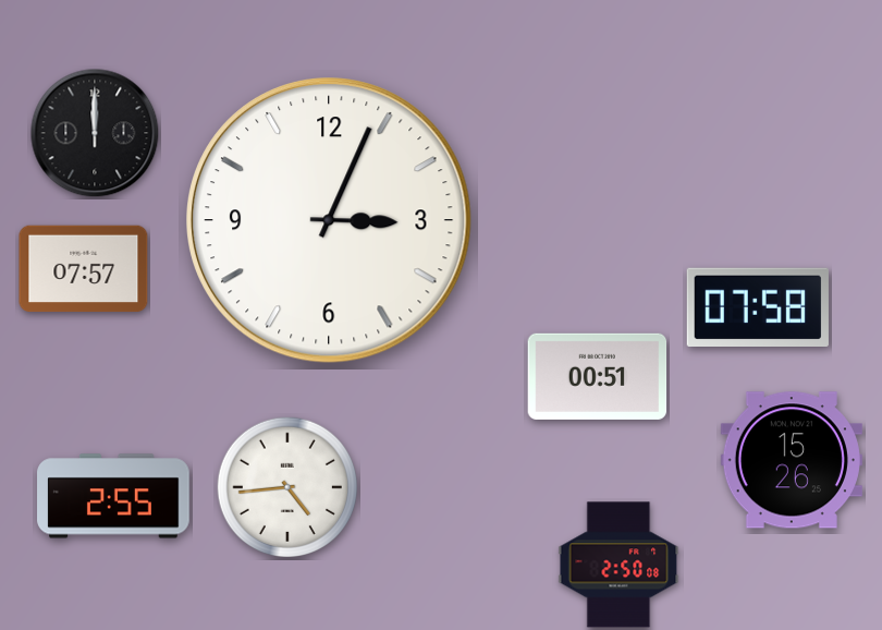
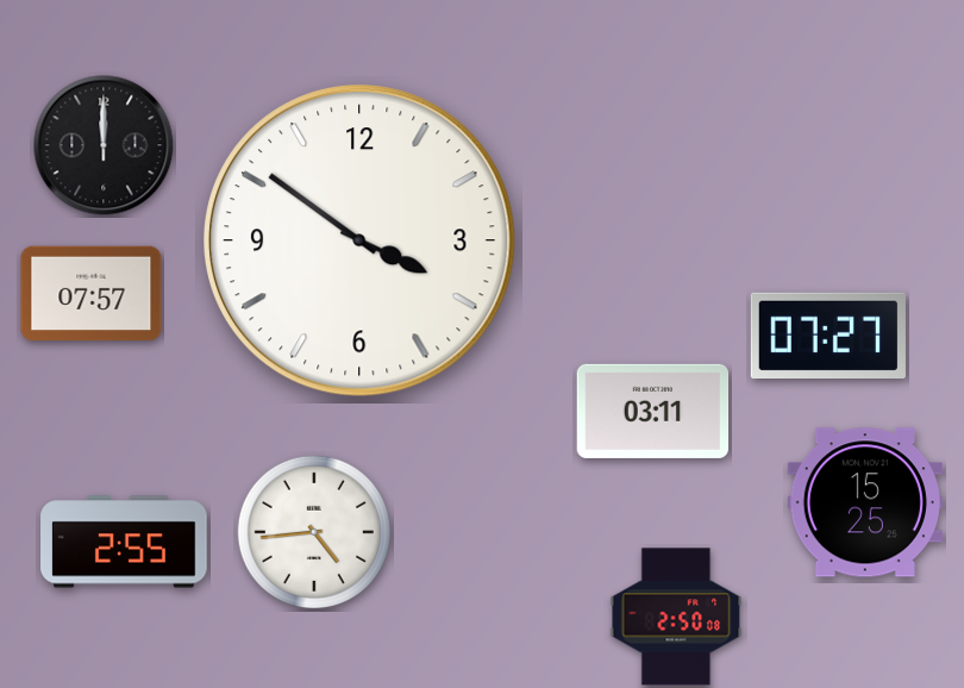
clock at (330, 221): 3:04 -> 3:51
clock at (758, 306): 07:58 -> 07:27
clock at (598, 376): 00:51 -> 03:11
clock at (792, 460): 15:26 -> 15:25
